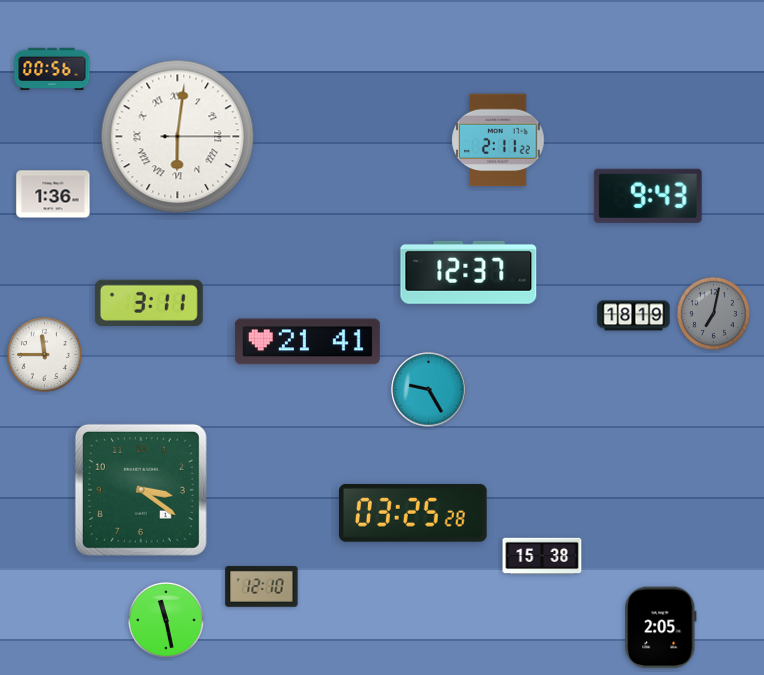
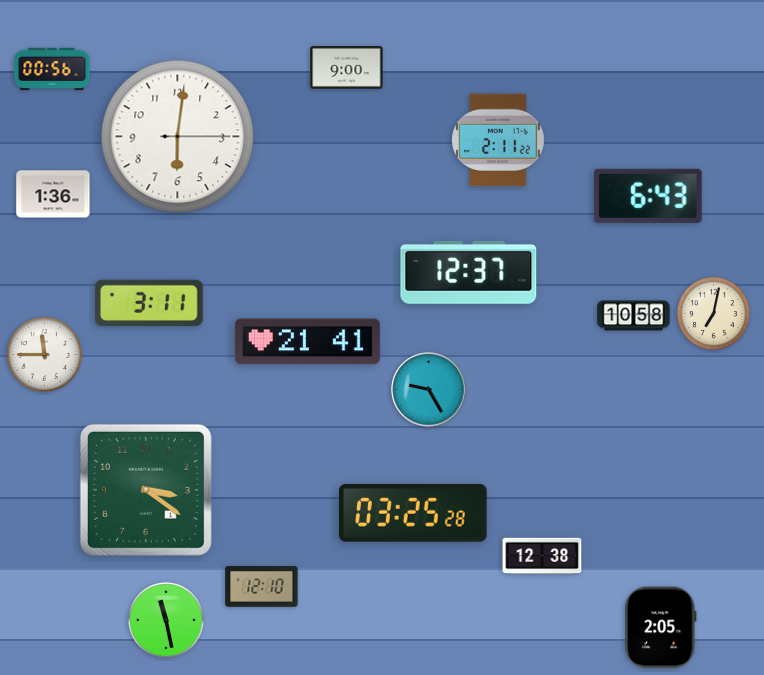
clock at (347, 68): none -> 9:00
clock at (178, 137) numerals: Roman -> Arabic
clock at (648, 196): 9:43 -> 6:43
clock at (713, 313) dial: grey -> cream
clock at (634, 316): 18:19 -> 10:58
clock at (141, 490) position: (141, 490) -> (146, 490)
clock at (542, 556): 15:38 -> 12:38
